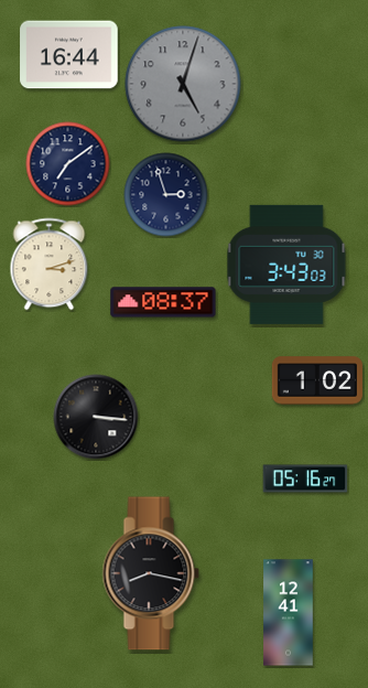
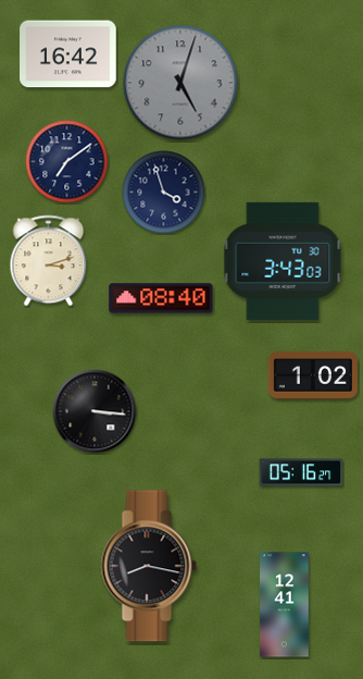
clock at (69, 55): 16:44 -> 16:42
clock at (166, 195): 2:57 -> 3:57
clock at (163, 302): 08:37 -> 08:40
